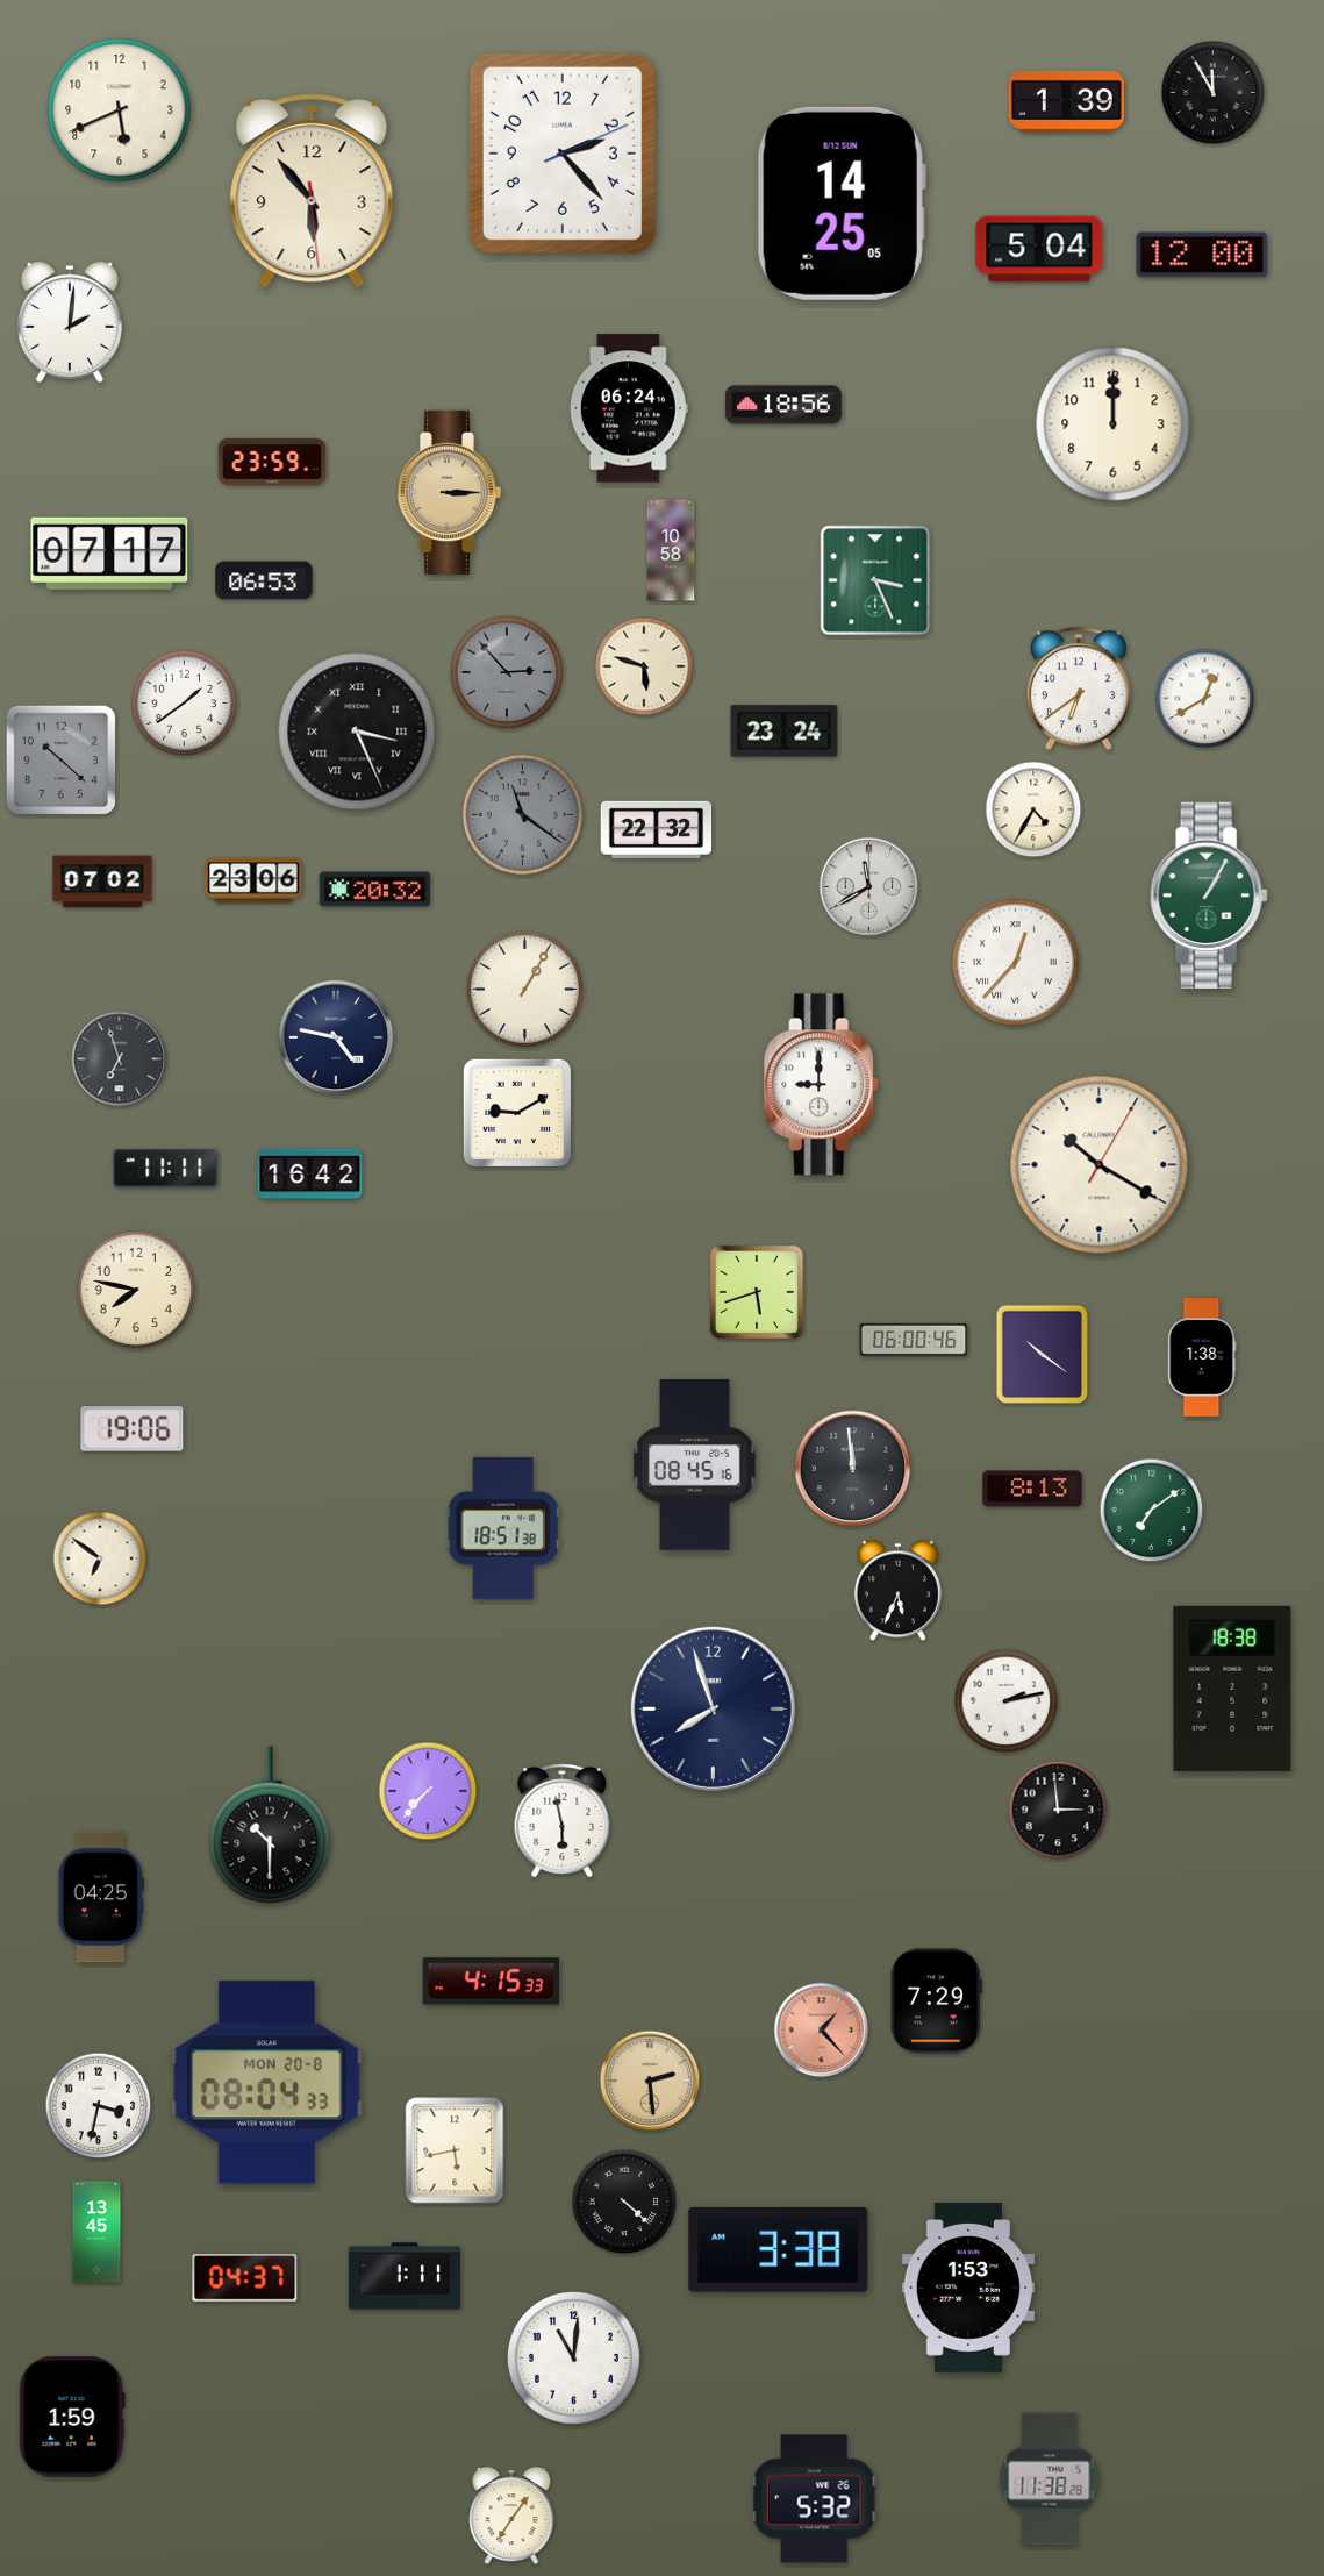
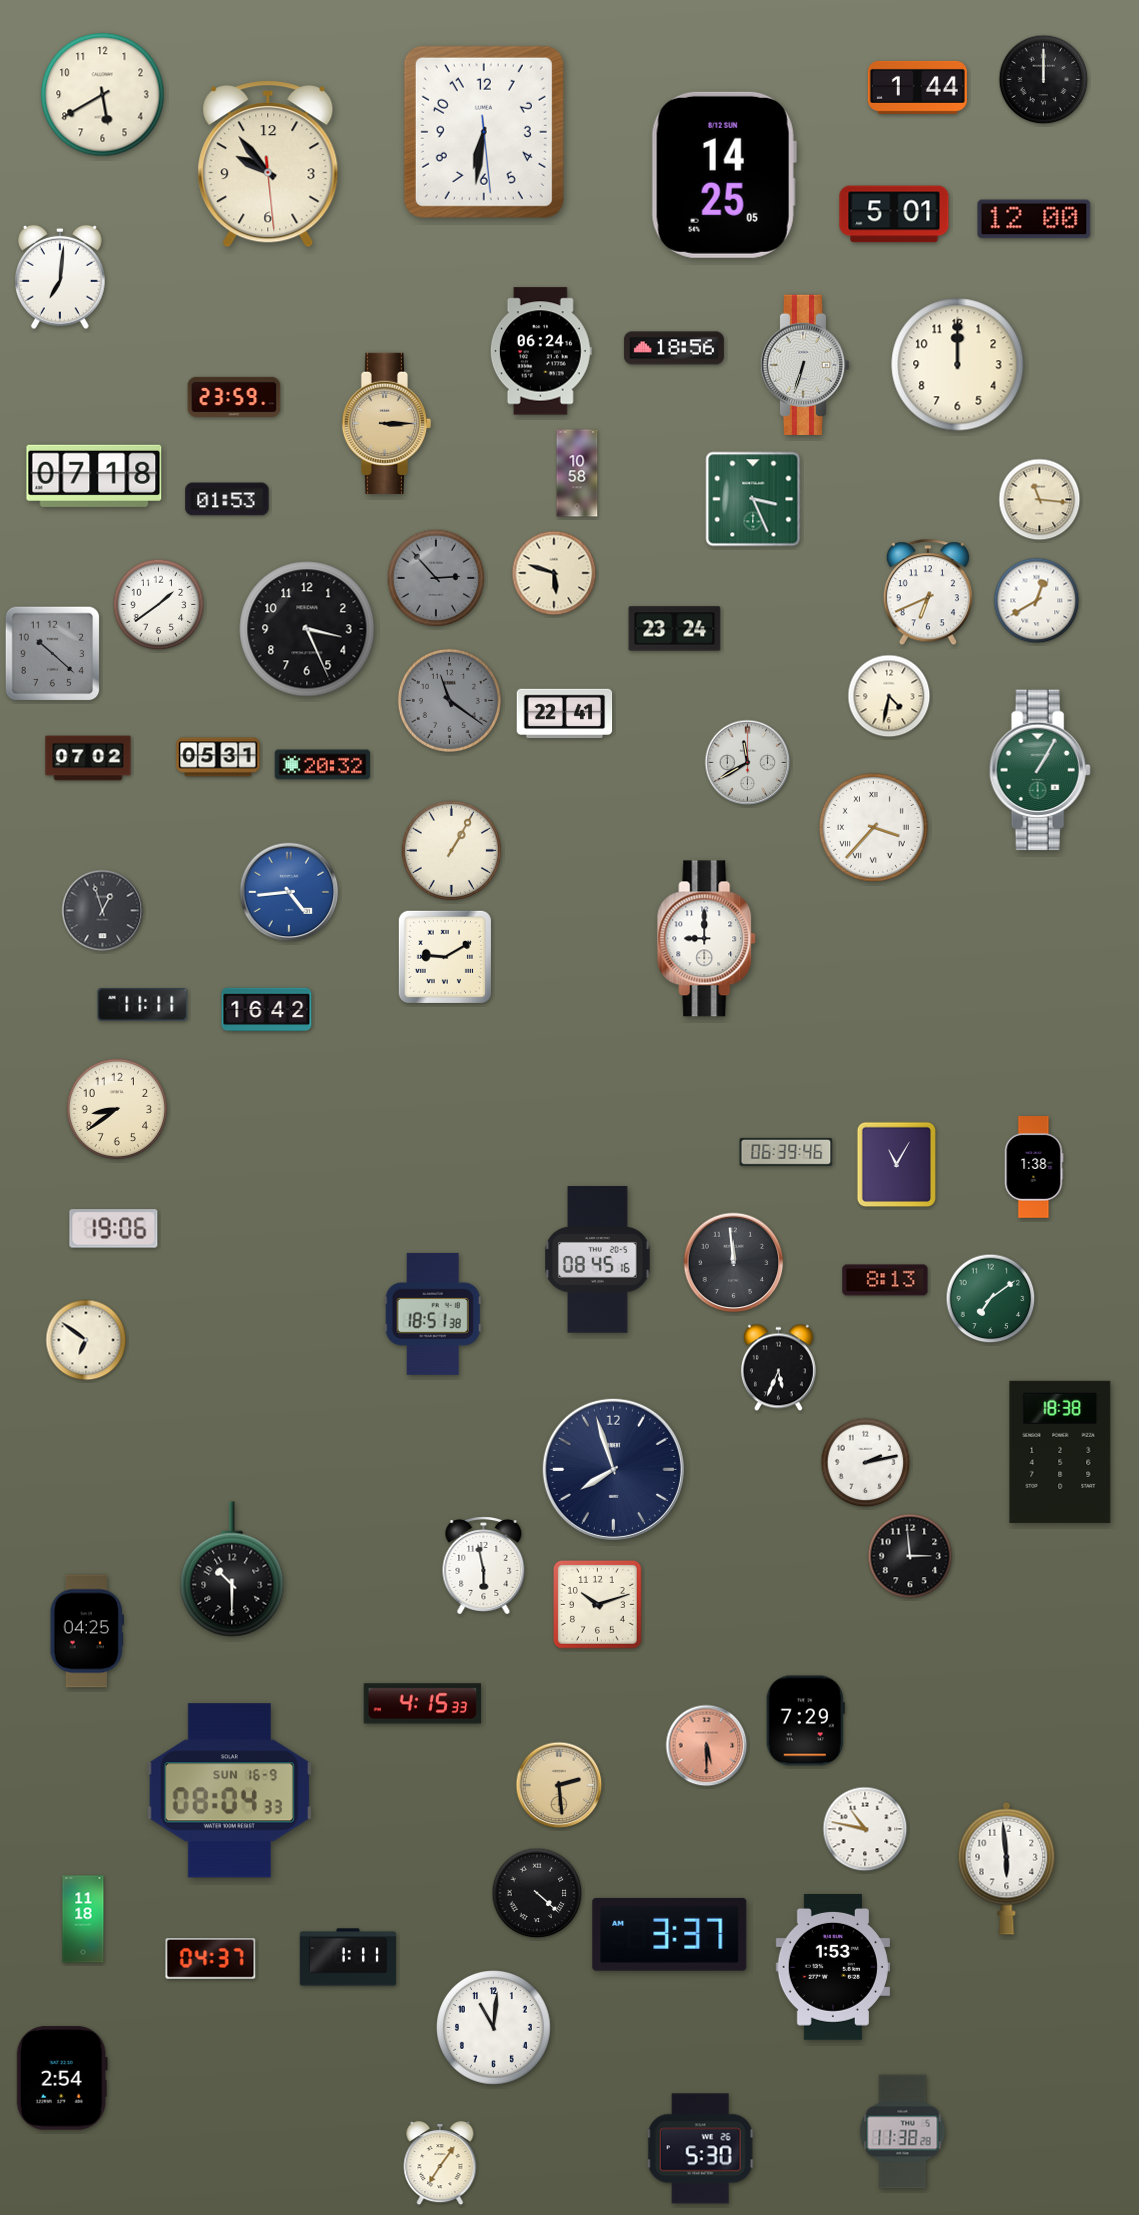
clock at (1214, 93): 11:55 -> 12:00
clock at (1066, 101): 1:39 -> 1:44
clock at (120, 110): 5:41 -> 5:40
clock at (563, 154): 2:23 -> 6:31
clock at (312, 191): 5:53 -> 9:53
clock at (1039, 249): 5:04 -> 5:01
clock at (70, 322): 2:01 -> 7:01
clock at (805, 364): none -> 6:33
clock at (109, 554): 07:17 -> 07:18
clock at (264, 580): 06:53 -> 01:53
clock at (1040, 500): none -> 11:16
clock at (1079, 690): 6:39 -> 6:41
clock at (357, 732) numerals: Roman -> Arabic
clock at (1033, 809): 4:35 -> 4:32
clock at (657, 830): 22:32 -> 22:41
clock at (253, 880): 23:06 -> 05:31
clock at (1015, 962): 12:37 -> 3:37
clock at (336, 1037): 4:47 -> 4:44
clock at (336, 1037) dial: navy -> blue
clock at (120, 1059): 6:57 -> 12:57
clock at (822, 1085) position: (822, 1085) -> (707, 939)
clock at (1100, 1165): 10:20 -> none
clock at (136, 1290): 7:47 -> 8:39
clock at (757, 1292): 5:42 -> none
clock at (914, 1340): 06:00 -> 06:39
clock at (1043, 1355): 10:21 -> 11:05
clock at (1032, 1489) position: (1032, 1489) -> (885, 1280)
clock at (897, 1591) position: (897, 1591) -> (778, 1368)
clock at (428, 1791): 7:37 -> none
clock at (598, 1605): none -> 10:12
clock at (822, 2031): 1:23 -> 5:30
clock at (650, 2081) position: (650, 2081) -> (559, 1785)
clock at (266, 2083) date: MON 20-8 -> SUN 16-9
clock at (99, 2106): 3:32 -> none
clock at (865, 1829): none -> 10:47
clock at (455, 2150): 5:43 -> none
clock at (1007, 1868): none -> 5:59
clock at (96, 2232): 13:45 -> 11:18
clock at (779, 2249): 3:38 -> 3:37
clock at (72, 2417): 1:59 -> 2:54
clock at (814, 2499): 5:32 -> 5:30
